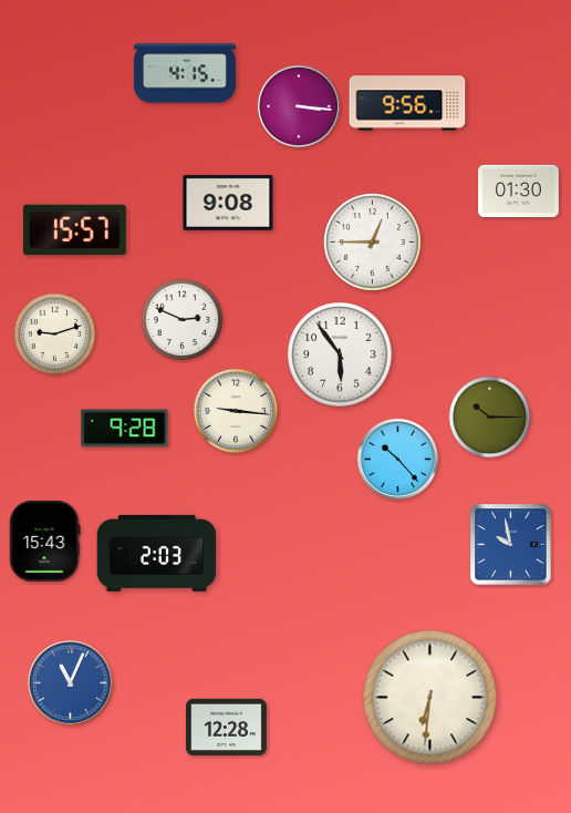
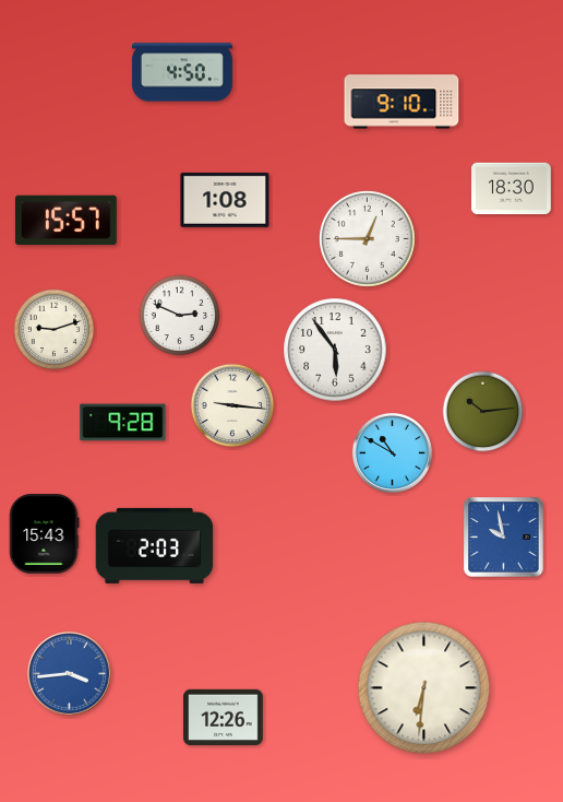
clock at (185, 73): 4:15 -> 4:50
clock at (407, 103): 9:56 -> 9:10
clock at (299, 106): 3:16 -> none
clock at (519, 192): 01:30 -> 18:30
clock at (228, 203): 9:08 -> 1:08
clock at (74, 230) position: (74, 230) -> (65, 221)
clock at (490, 418): 10:15 -> 10:14
clock at (397, 459): 10:23 -> 10:50
clock at (70, 682): 11:04 -> 3:44
clock at (227, 727): 12:28 -> 12:26
